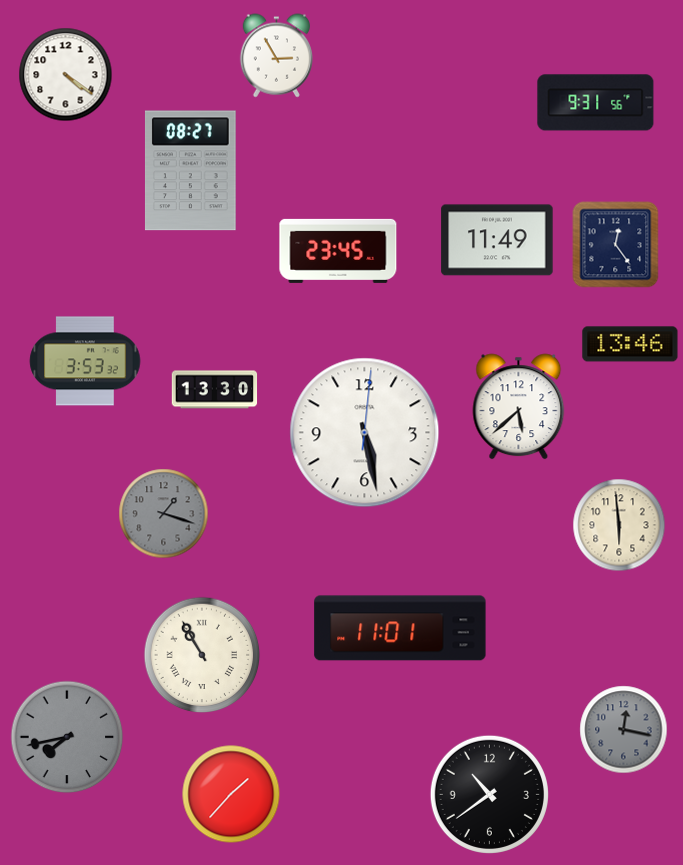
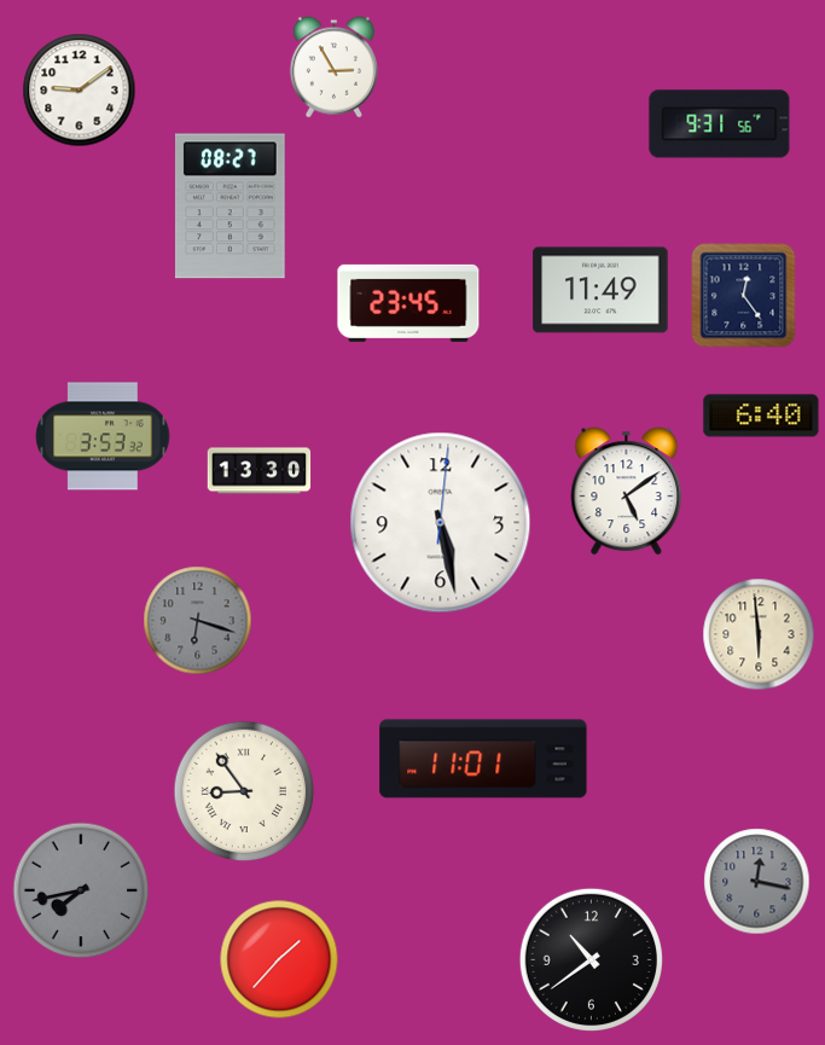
clock at (66, 75): 4:21 -> 9:09
clock at (630, 344): 13:46 -> 6:40
clock at (519, 407): 5:38 -> 5:09
clock at (164, 514): 1:18 -> 6:18
clock at (619, 525) position: (619, 525) -> (759, 634)
clock at (202, 655): 10:55 -> 8:54
clock at (624, 730) position: (624, 730) -> (757, 882)
